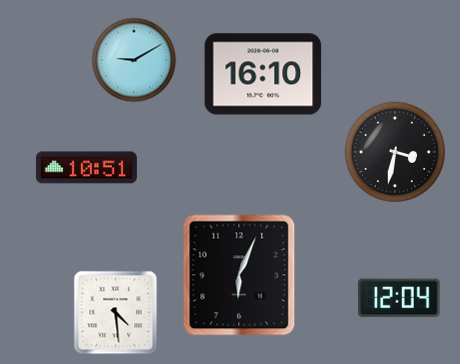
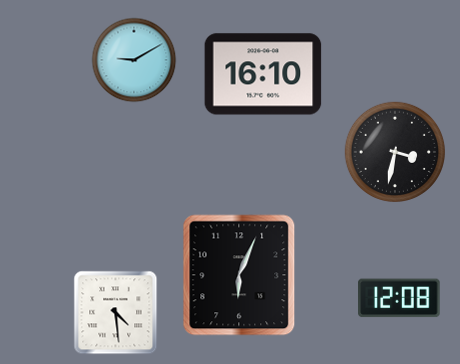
clock at (86, 168): 10:51 -> none
clock at (399, 298): 12:04 -> 12:08
